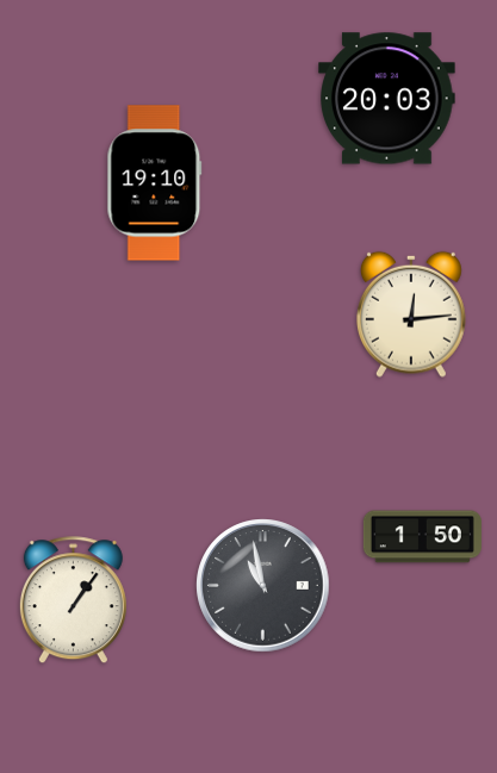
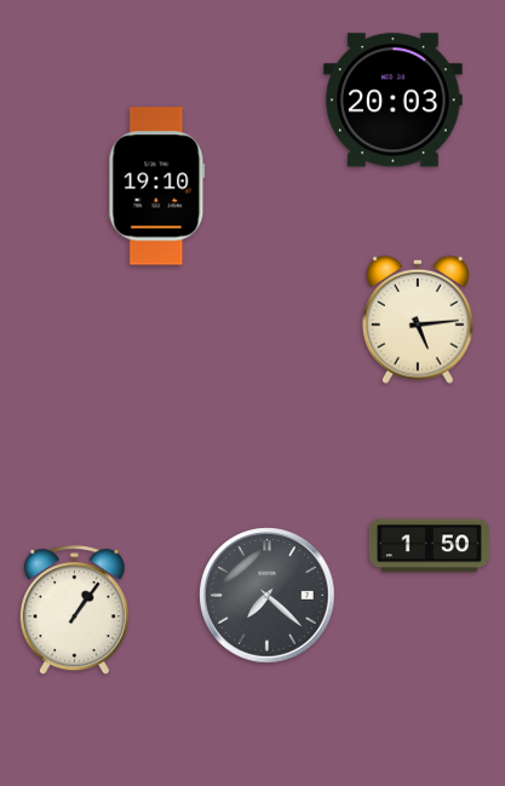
clock at (411, 314): 12:14 -> 5:14
clock at (263, 586): 10:58 -> 7:22
